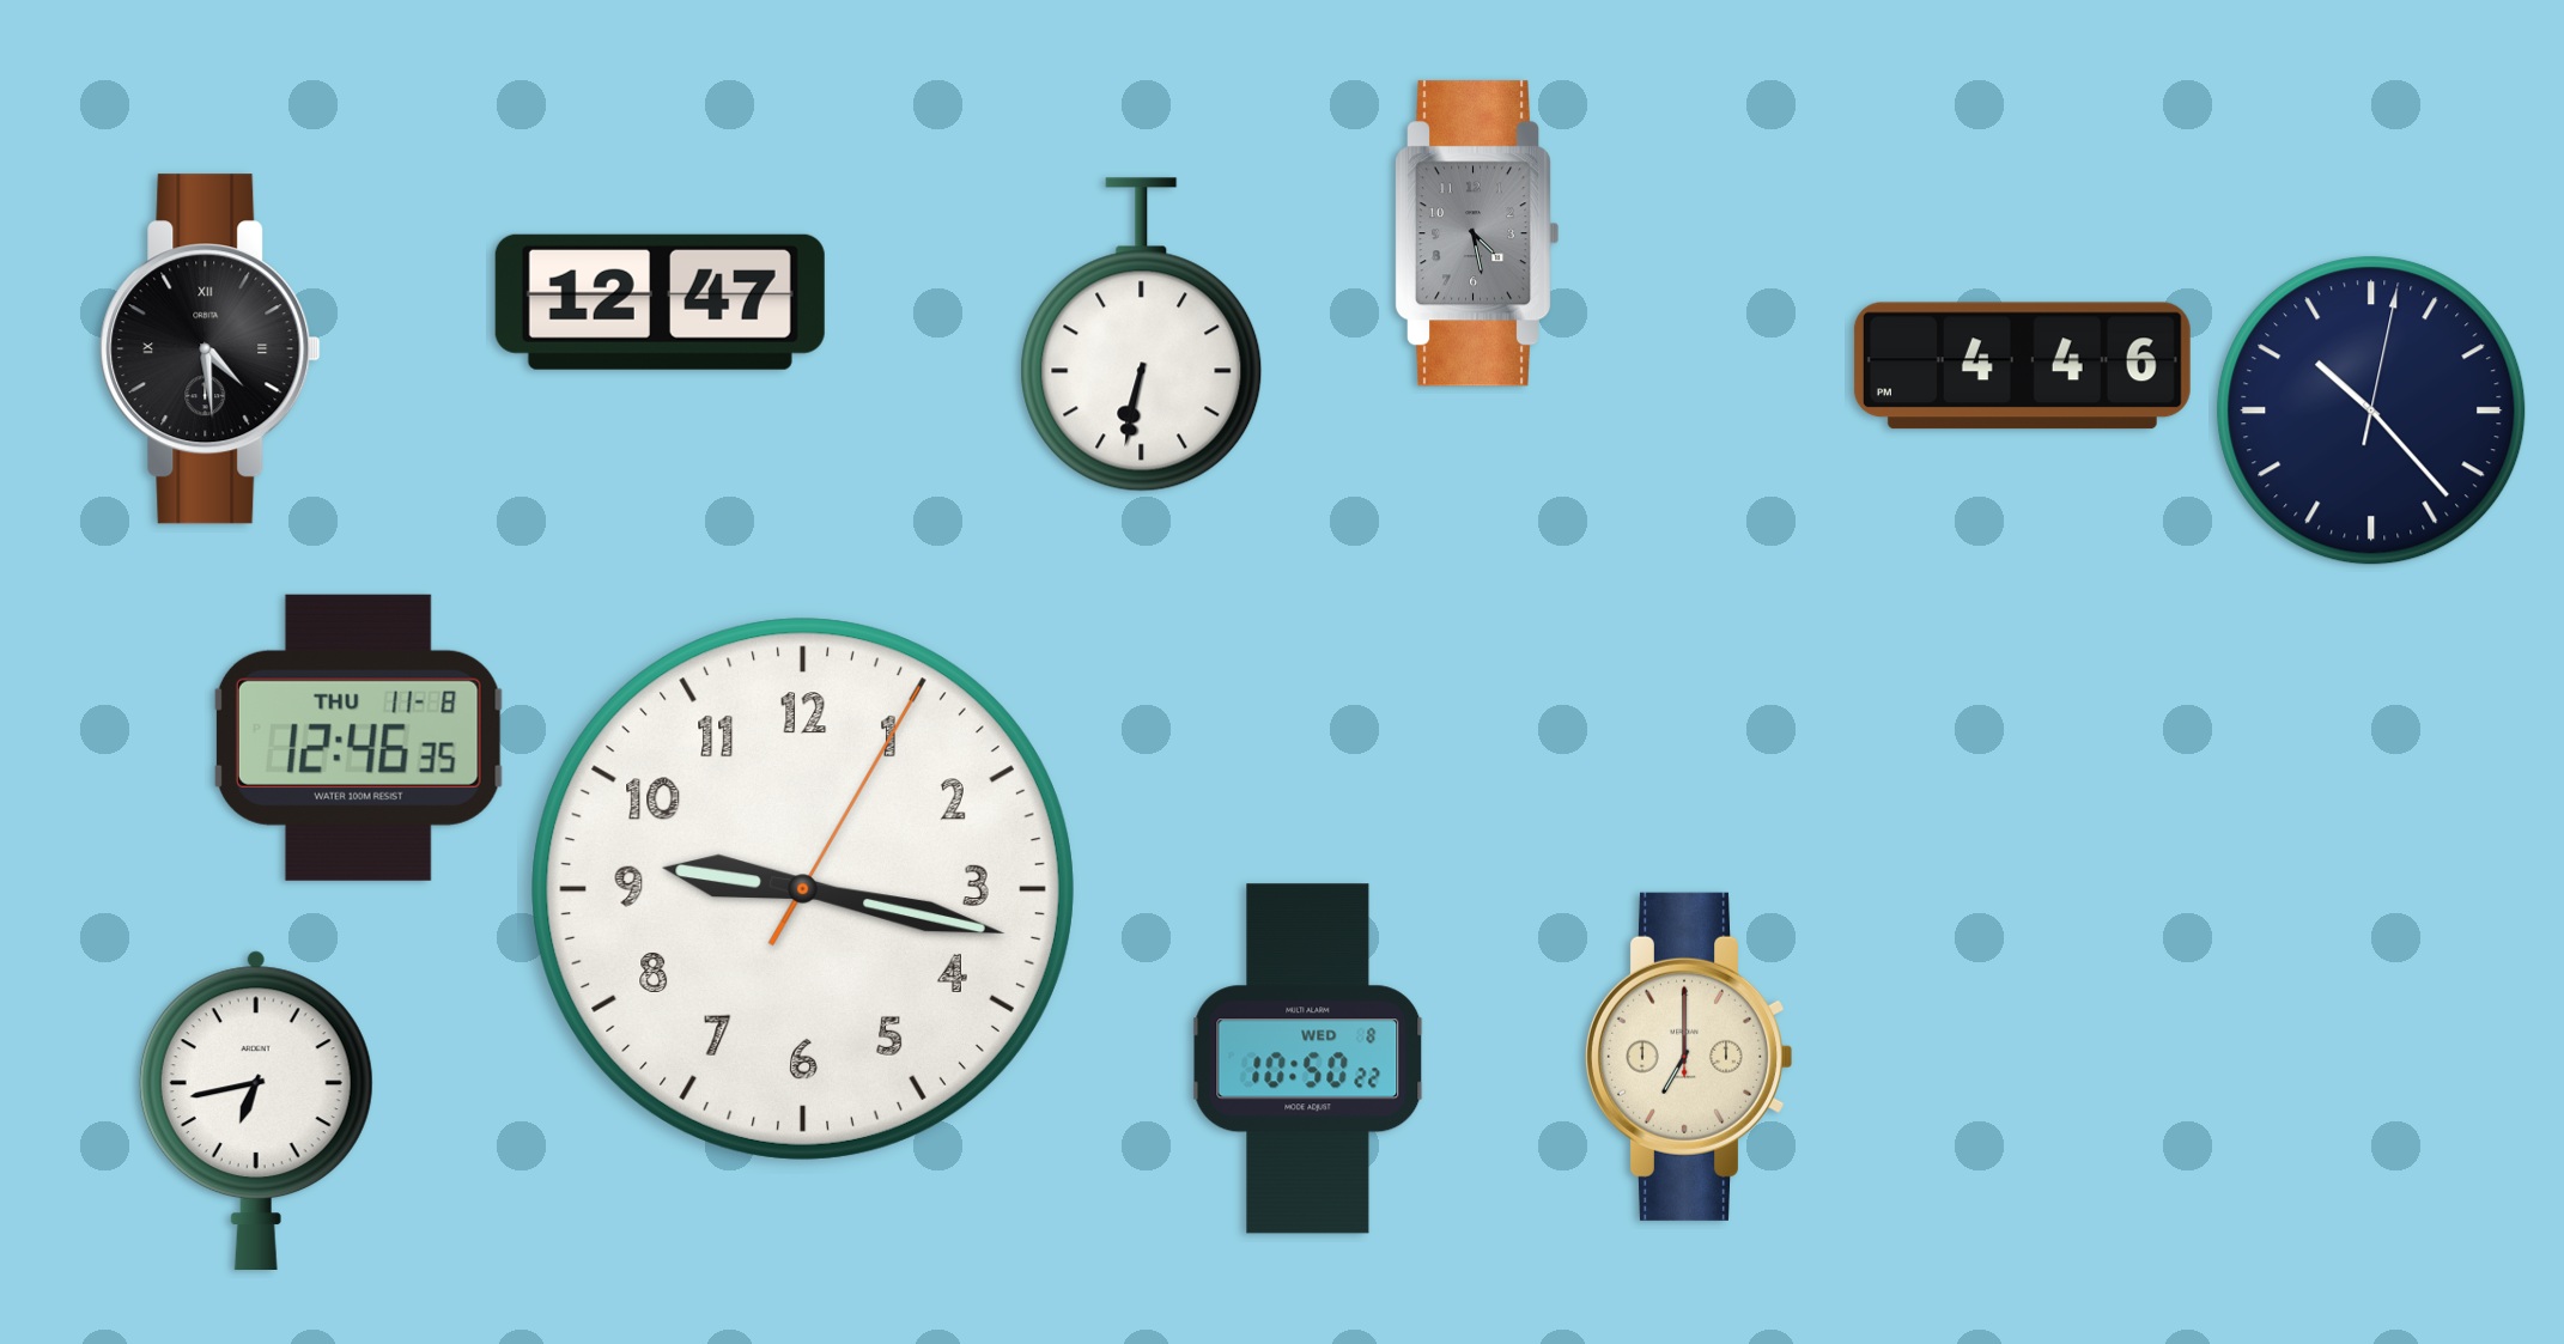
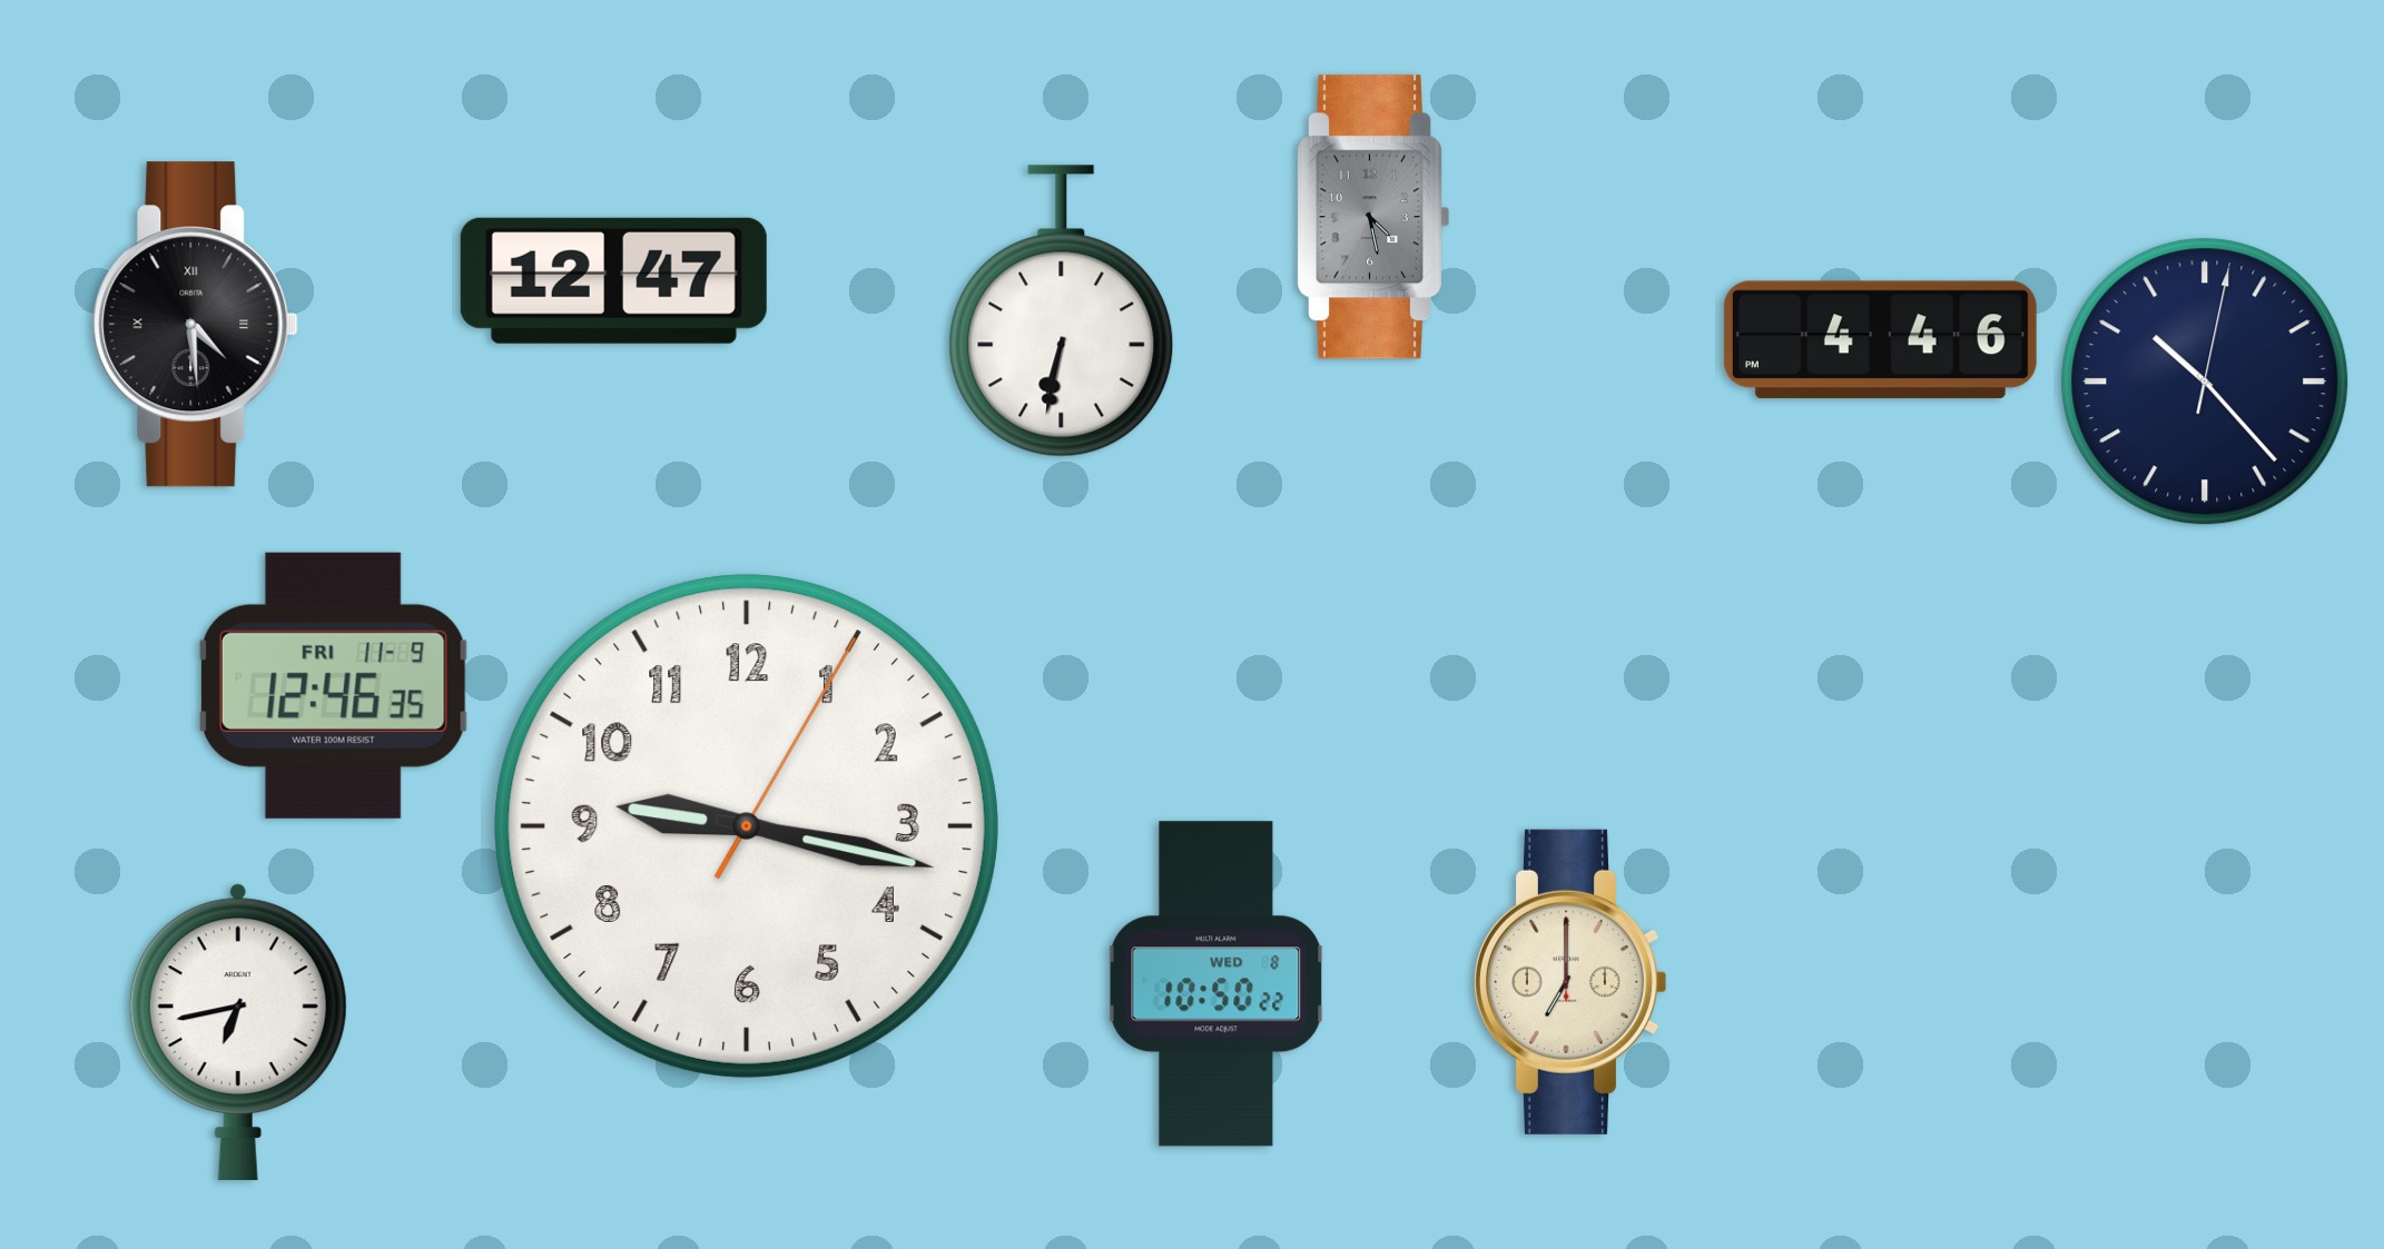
clock at (358, 737) date: THU 11-8 -> FRI 11-9
